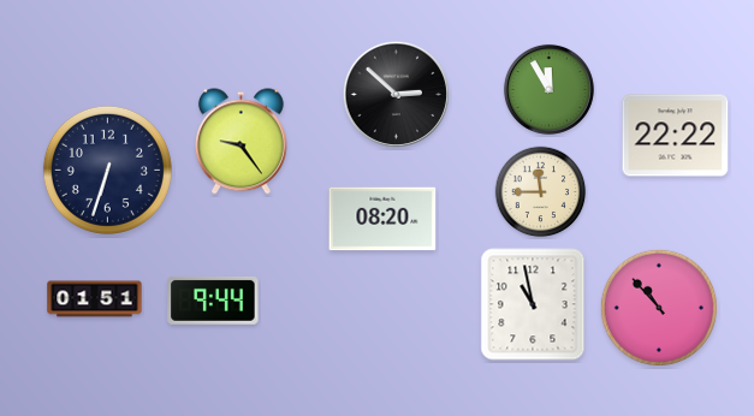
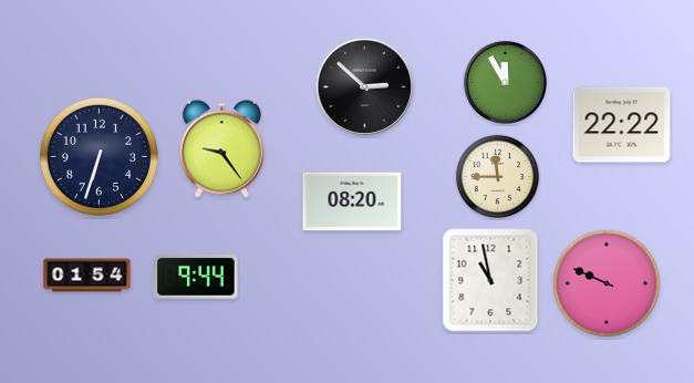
clock at (241, 142) position: (241, 142) -> (221, 149)
clock at (95, 299): 01:51 -> 01:54
clock at (659, 308): 10:53 -> 9:49
